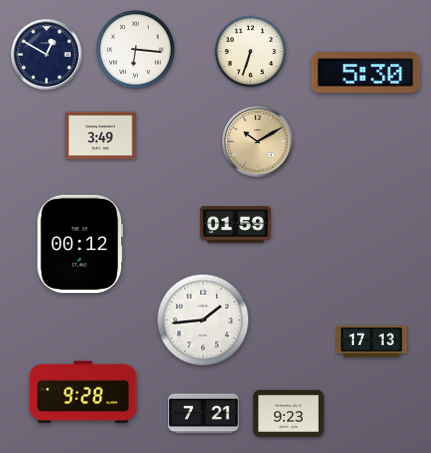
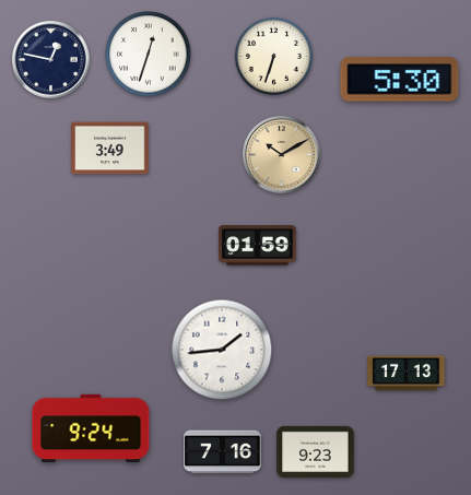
clock at (136, 50): 6:16 -> 12:33
clock at (47, 55): 12:50 -> 12:47
clock at (80, 244): 00:12 -> none
clock at (83, 392): 9:28 -> 9:24
clock at (204, 414): 7:21 -> 7:16
